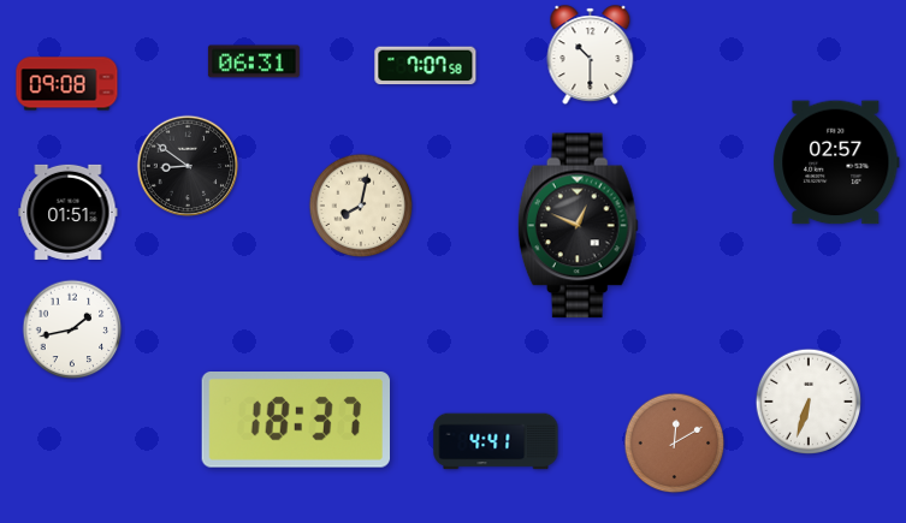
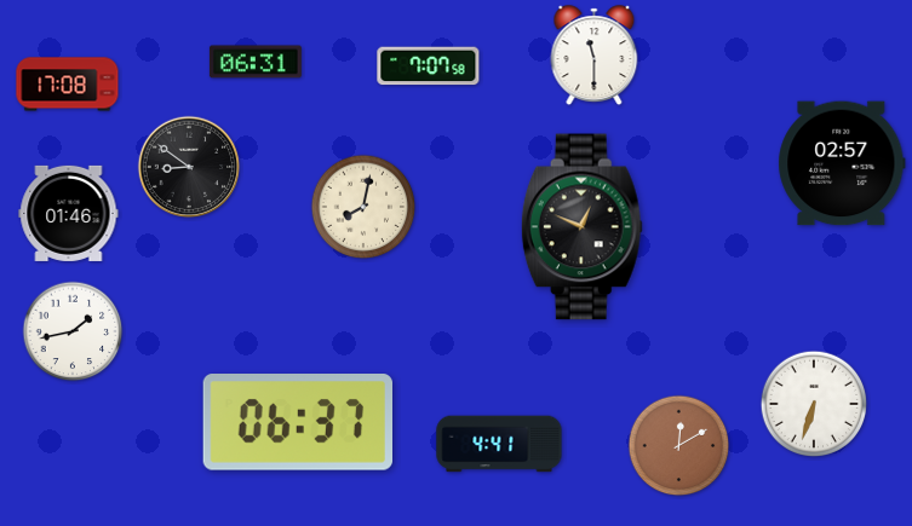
clock at (591, 55): 10:30 -> 11:30
clock at (67, 84): 09:08 -> 17:08
clock at (69, 212): 01:51 -> 01:46
clock at (295, 420): 18:37 -> 06:37
